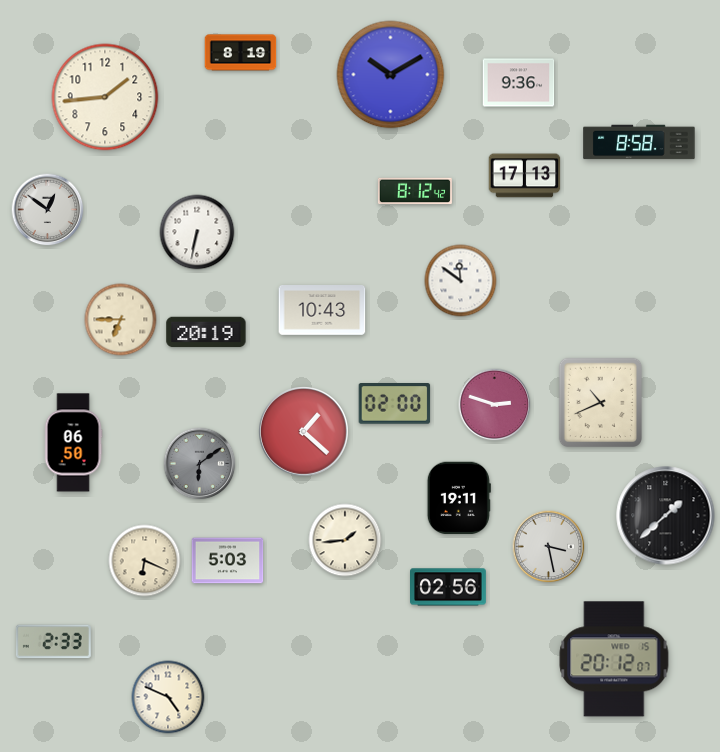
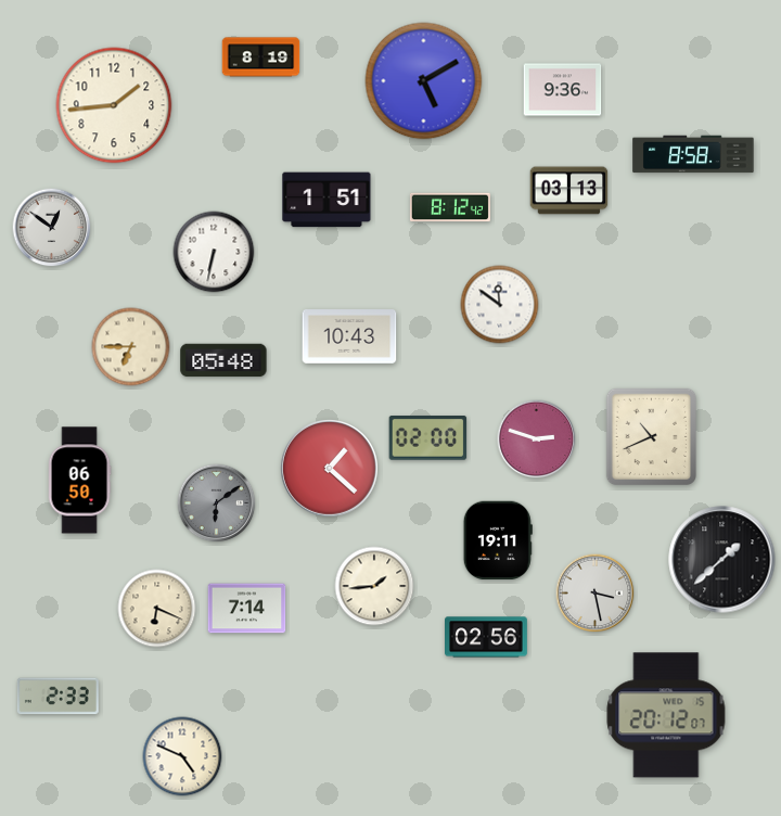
clock at (391, 75): 10:10 -> 5:10
clock at (525, 176): 17:13 -> 03:13
clock at (327, 200): none -> 1:51
clock at (206, 332): 20:19 -> 05:48
clock at (228, 561): 5:03 -> 7:14
